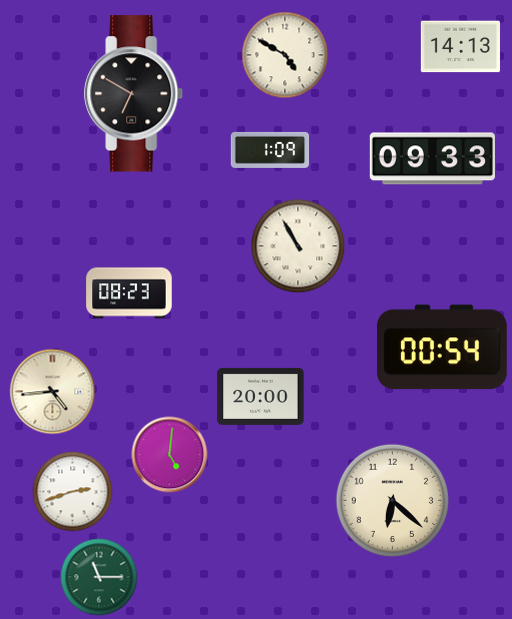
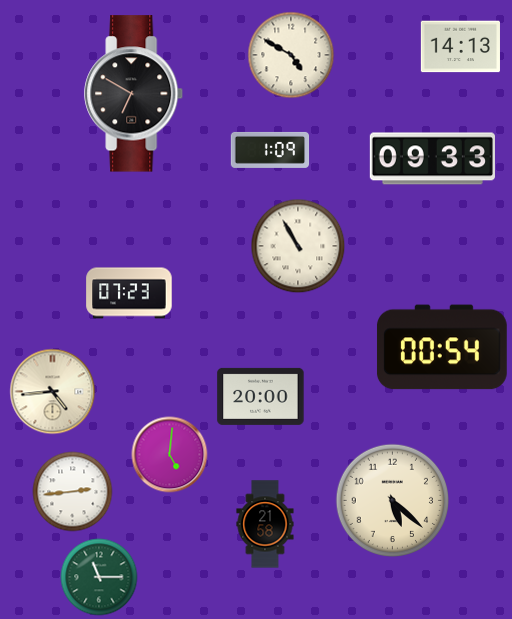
clock at (285, 55) position: (285, 55) -> (291, 55)
clock at (129, 293): 08:23 -> 07:23
clock at (73, 492): 2:42 -> 2:44
clock at (392, 500): 6:22 -> 5:22
clock at (265, 524): none -> 21:58
